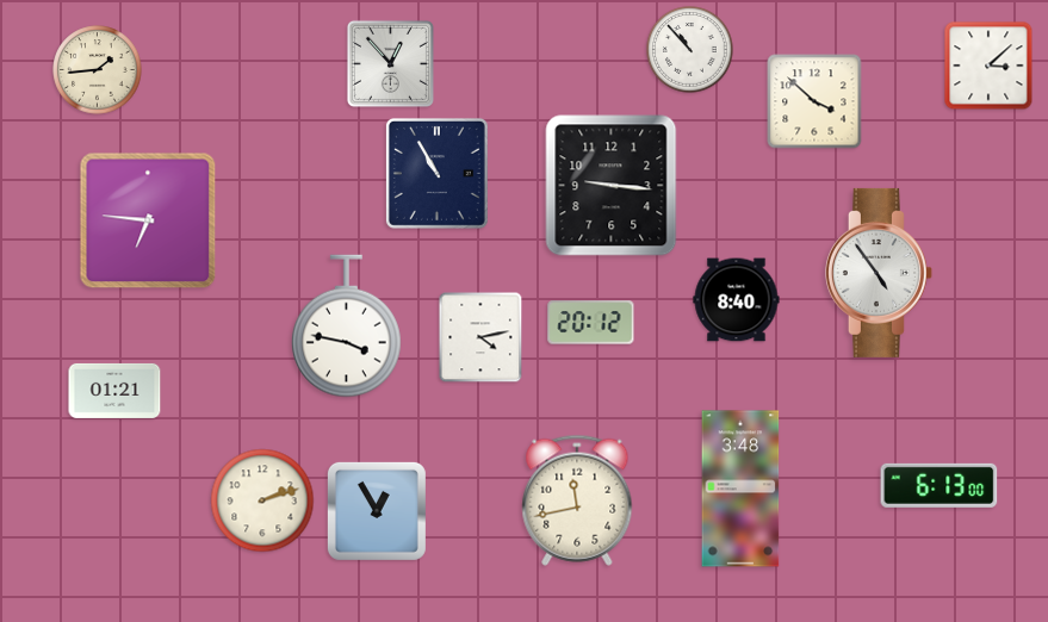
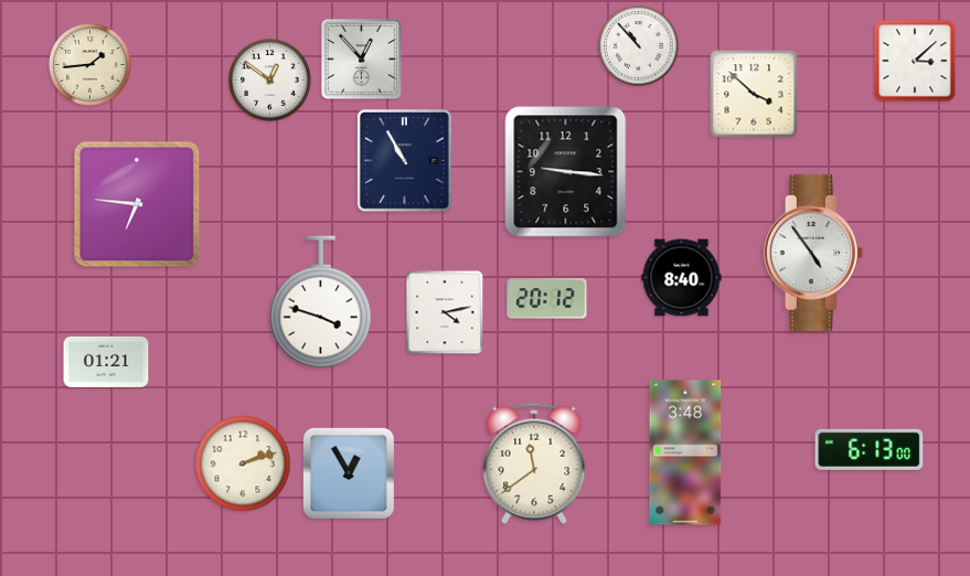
clock at (270, 81): none -> 12:51
clock at (346, 326): 3:47 -> 3:48
clock at (577, 500): 11:43 -> 11:39
